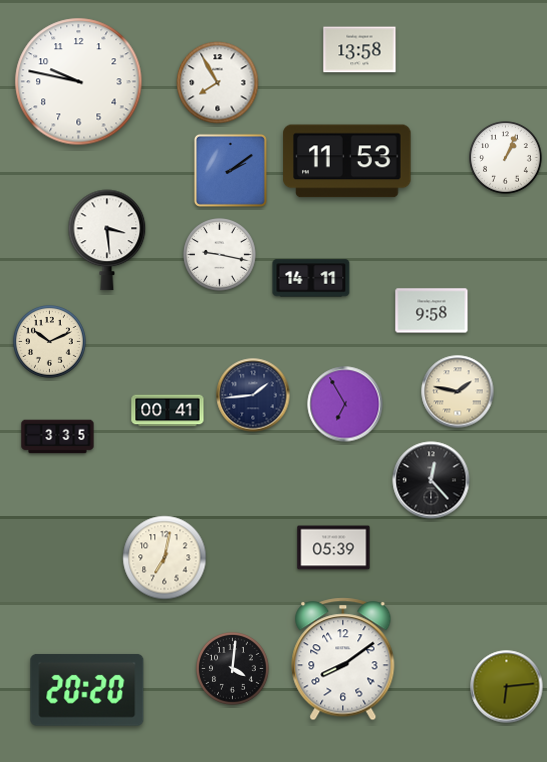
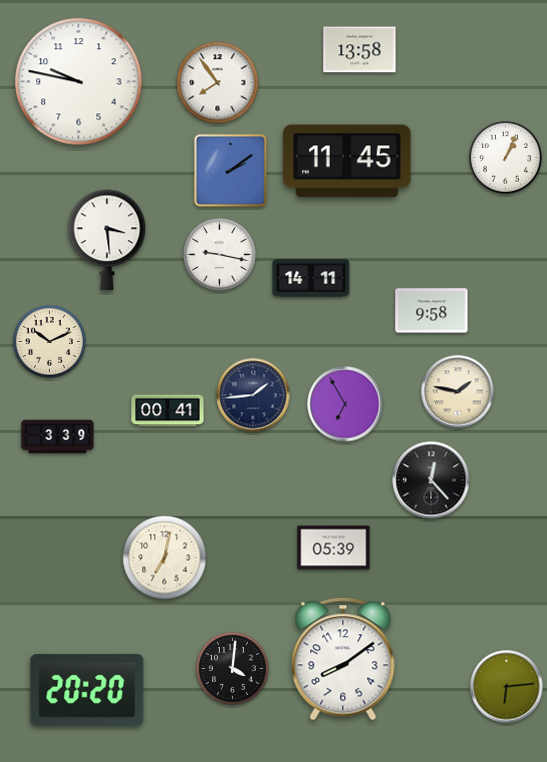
clock at (218, 83): 7:55 -> 7:54
clock at (347, 161): 11:53 -> 11:45
clock at (58, 437): 3:35 -> 3:39
